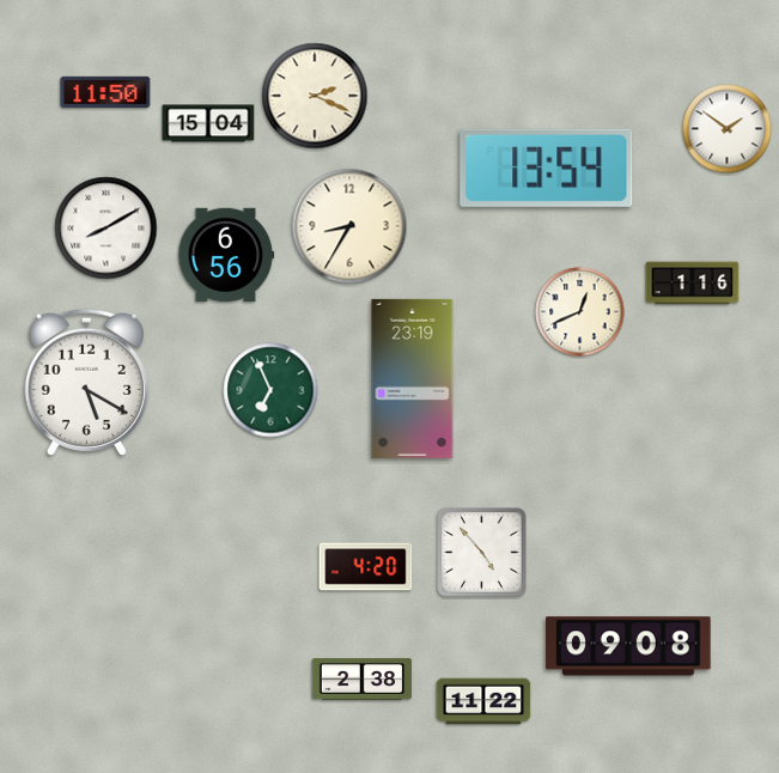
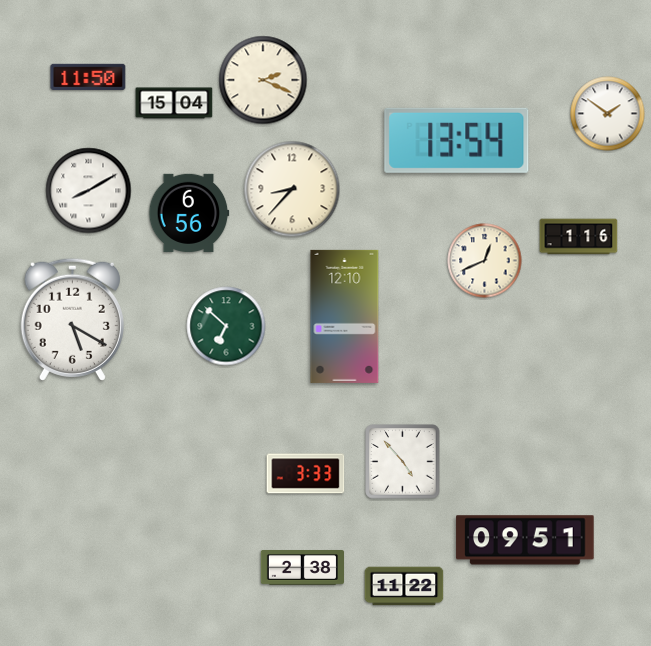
clock at (728, 129) position: (728, 129) -> (608, 114)
clock at (349, 226): 8:35 -> 8:37
clock at (413, 378): 23:19 -> 12:10
clock at (270, 390): 6:56 -> 6:52
clock at (366, 567): 4:20 -> 3:33
clock at (628, 646): 09:08 -> 09:51
